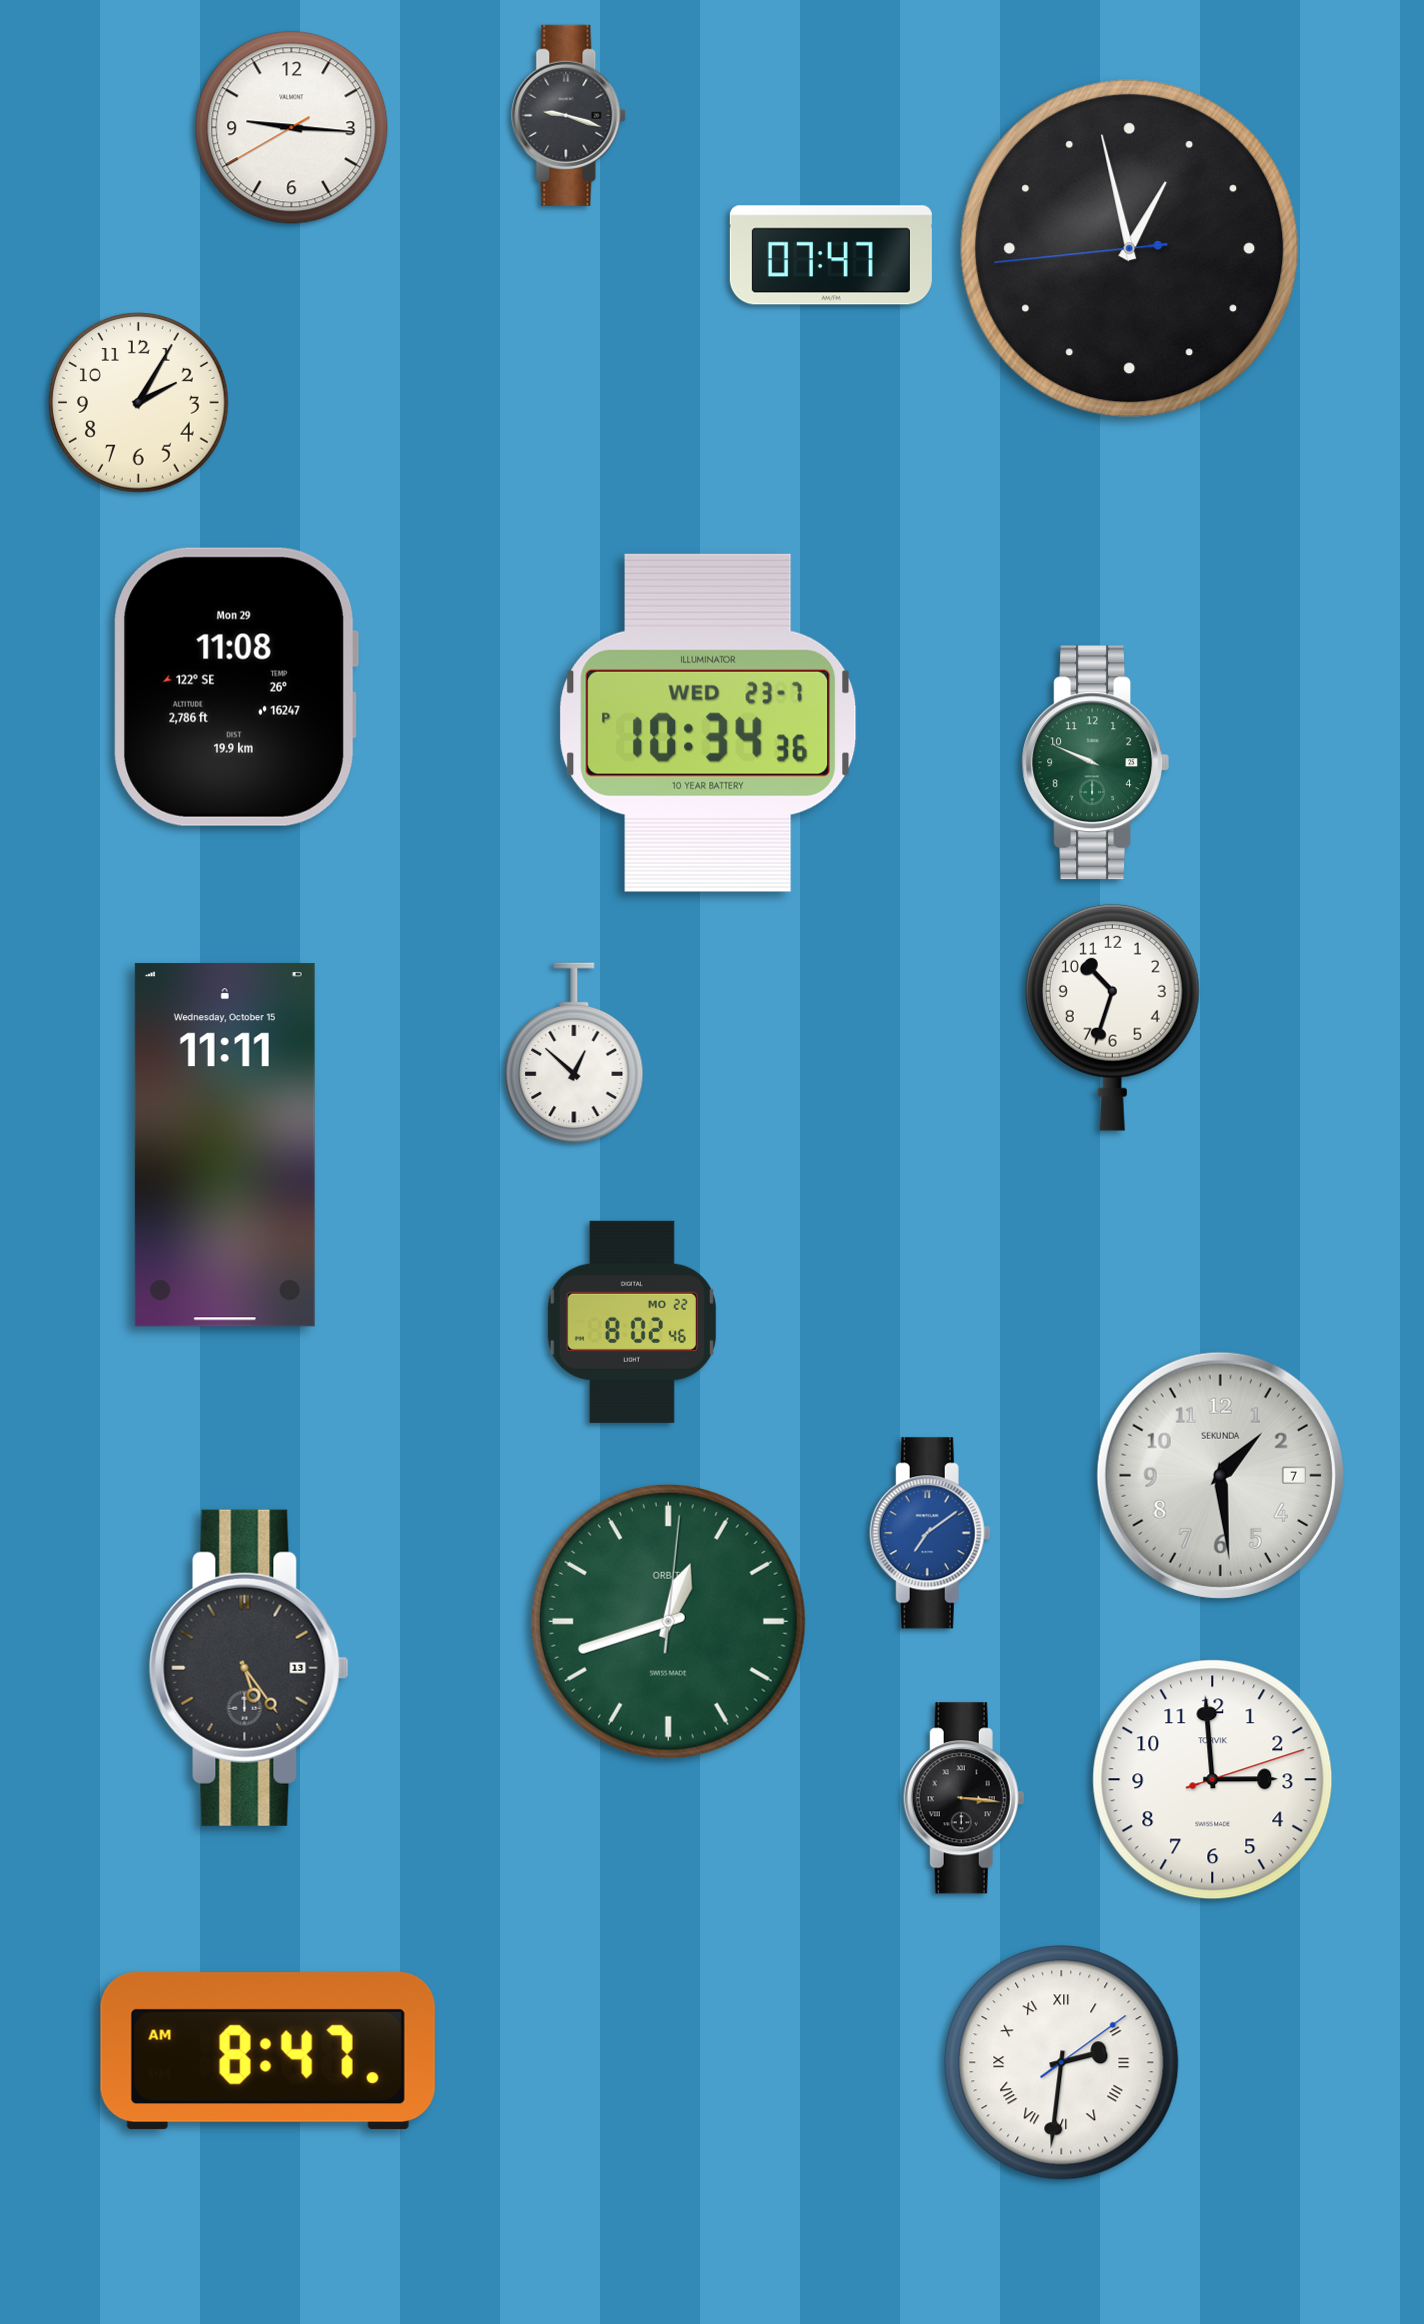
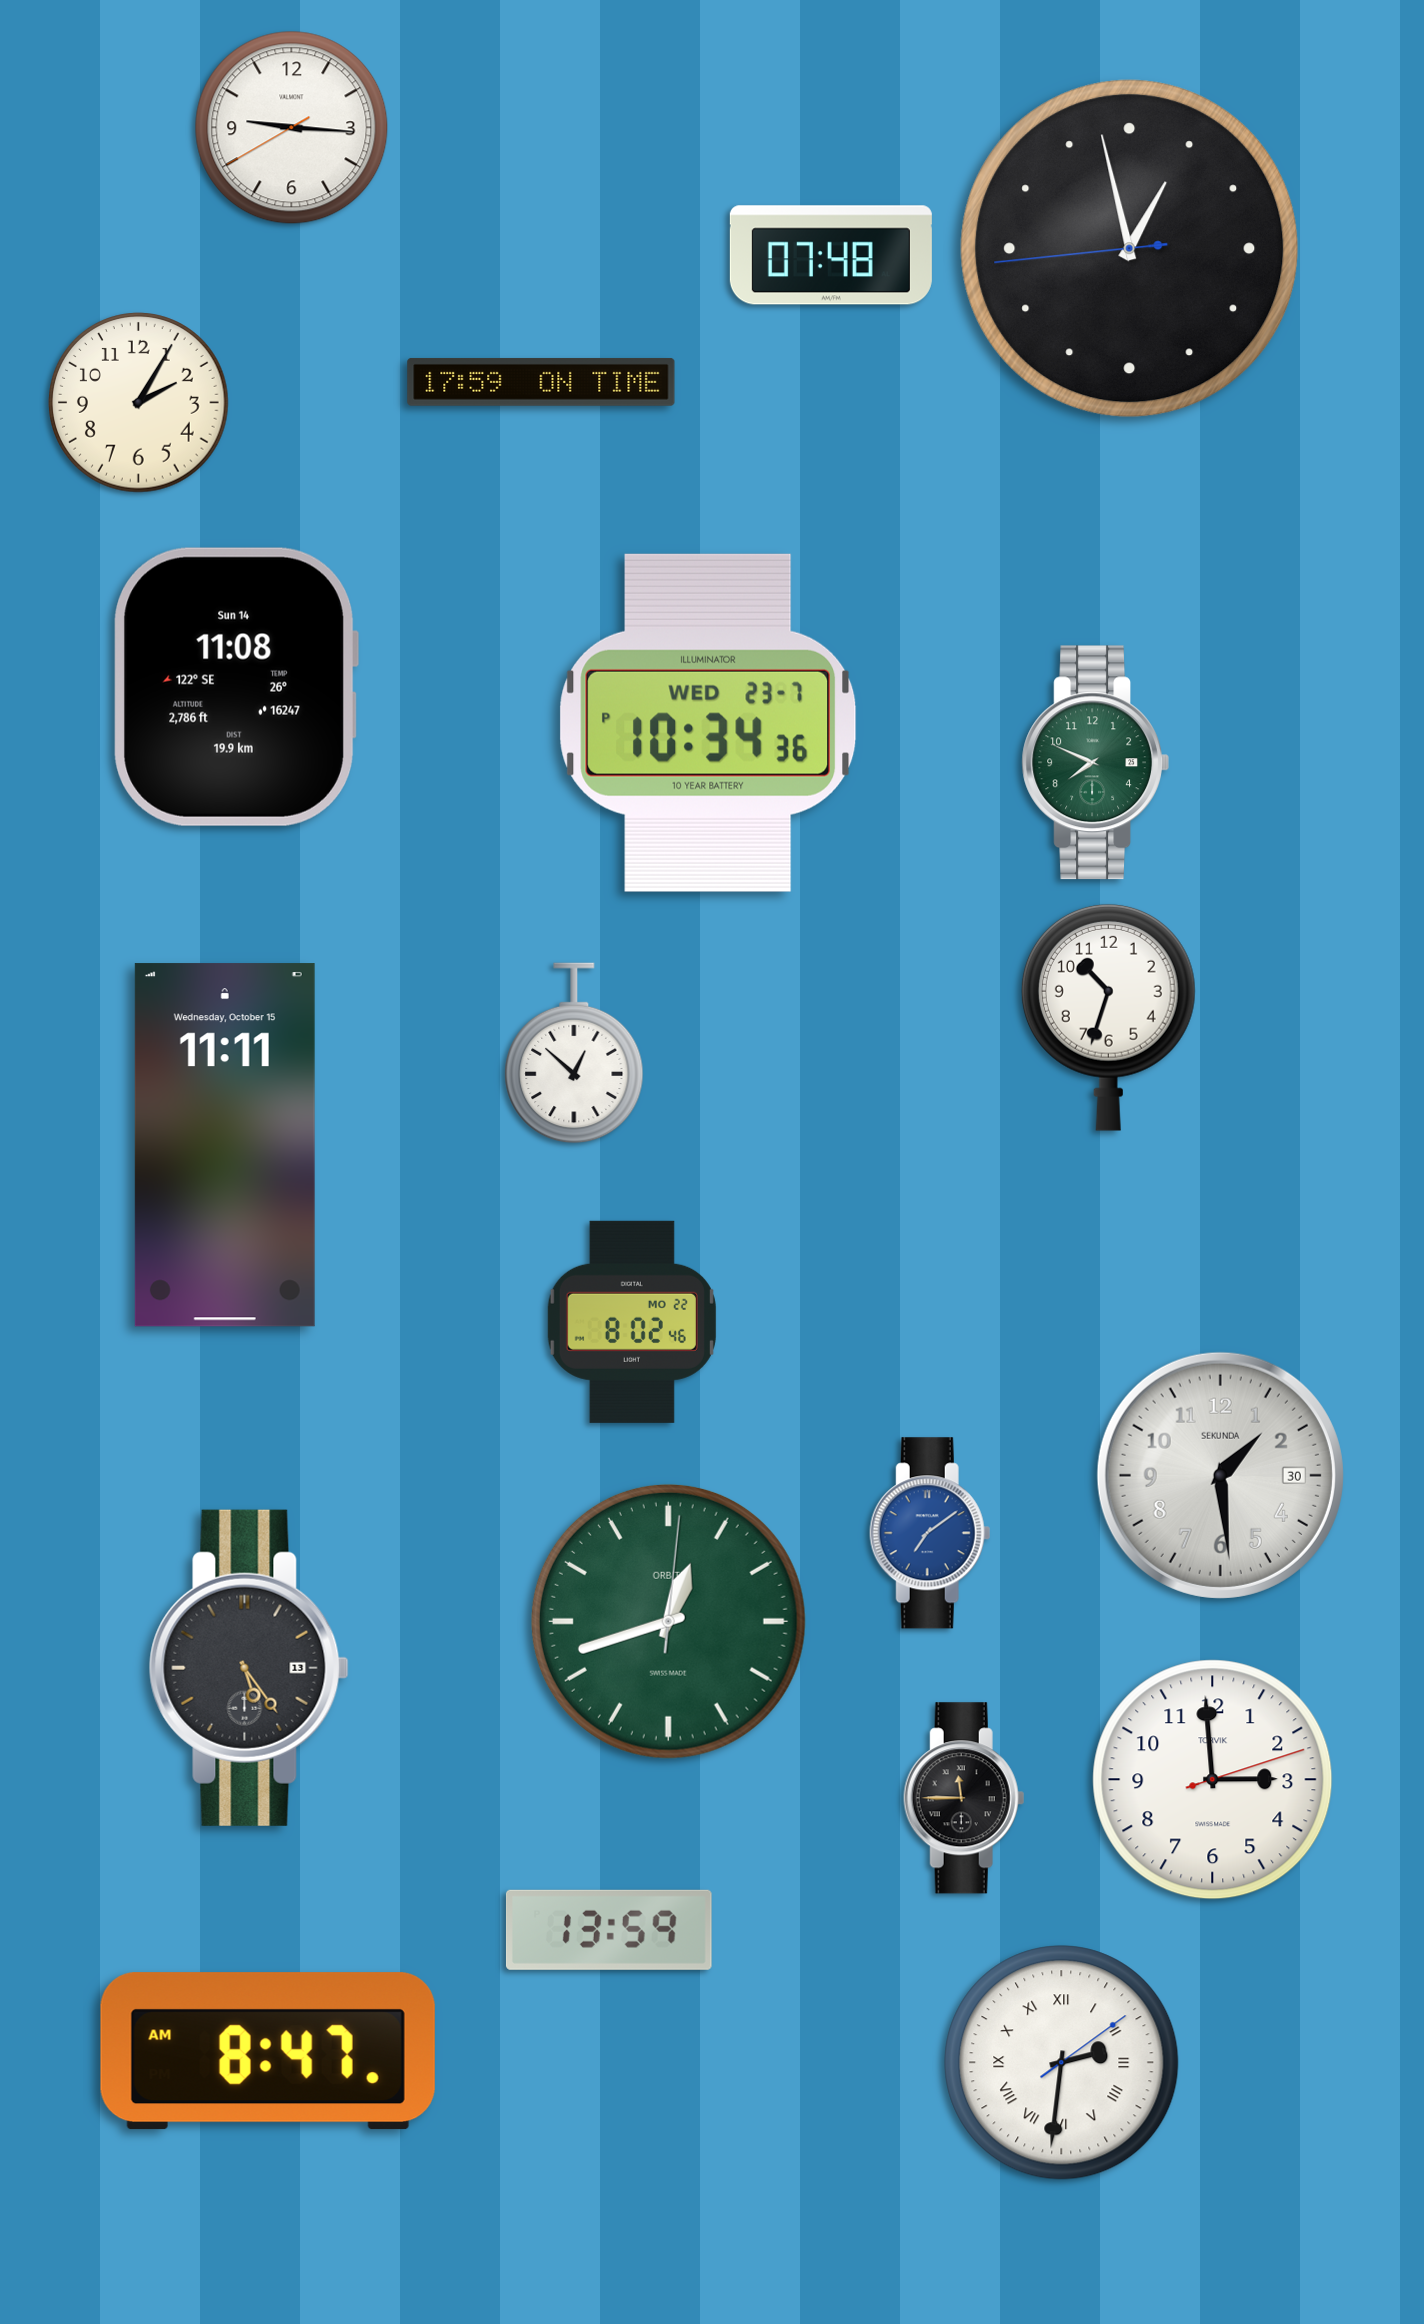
clock at (569, 115): 9:18 -> none
clock at (831, 255): 07:47 -> 07:48
clock at (541, 382): none -> 17:59
clock at (236, 687) date: Mon 29 -> Sun 14
clock at (1095, 763): 9:49 -> 7:49
clock at (1112, 1017) position: (1112, 1017) -> (1108, 1017)
clock at (1220, 1475) date: 7 -> 30
clock at (964, 1798): 3:16 -> 11:45
clock at (609, 1930): none -> 13:59
